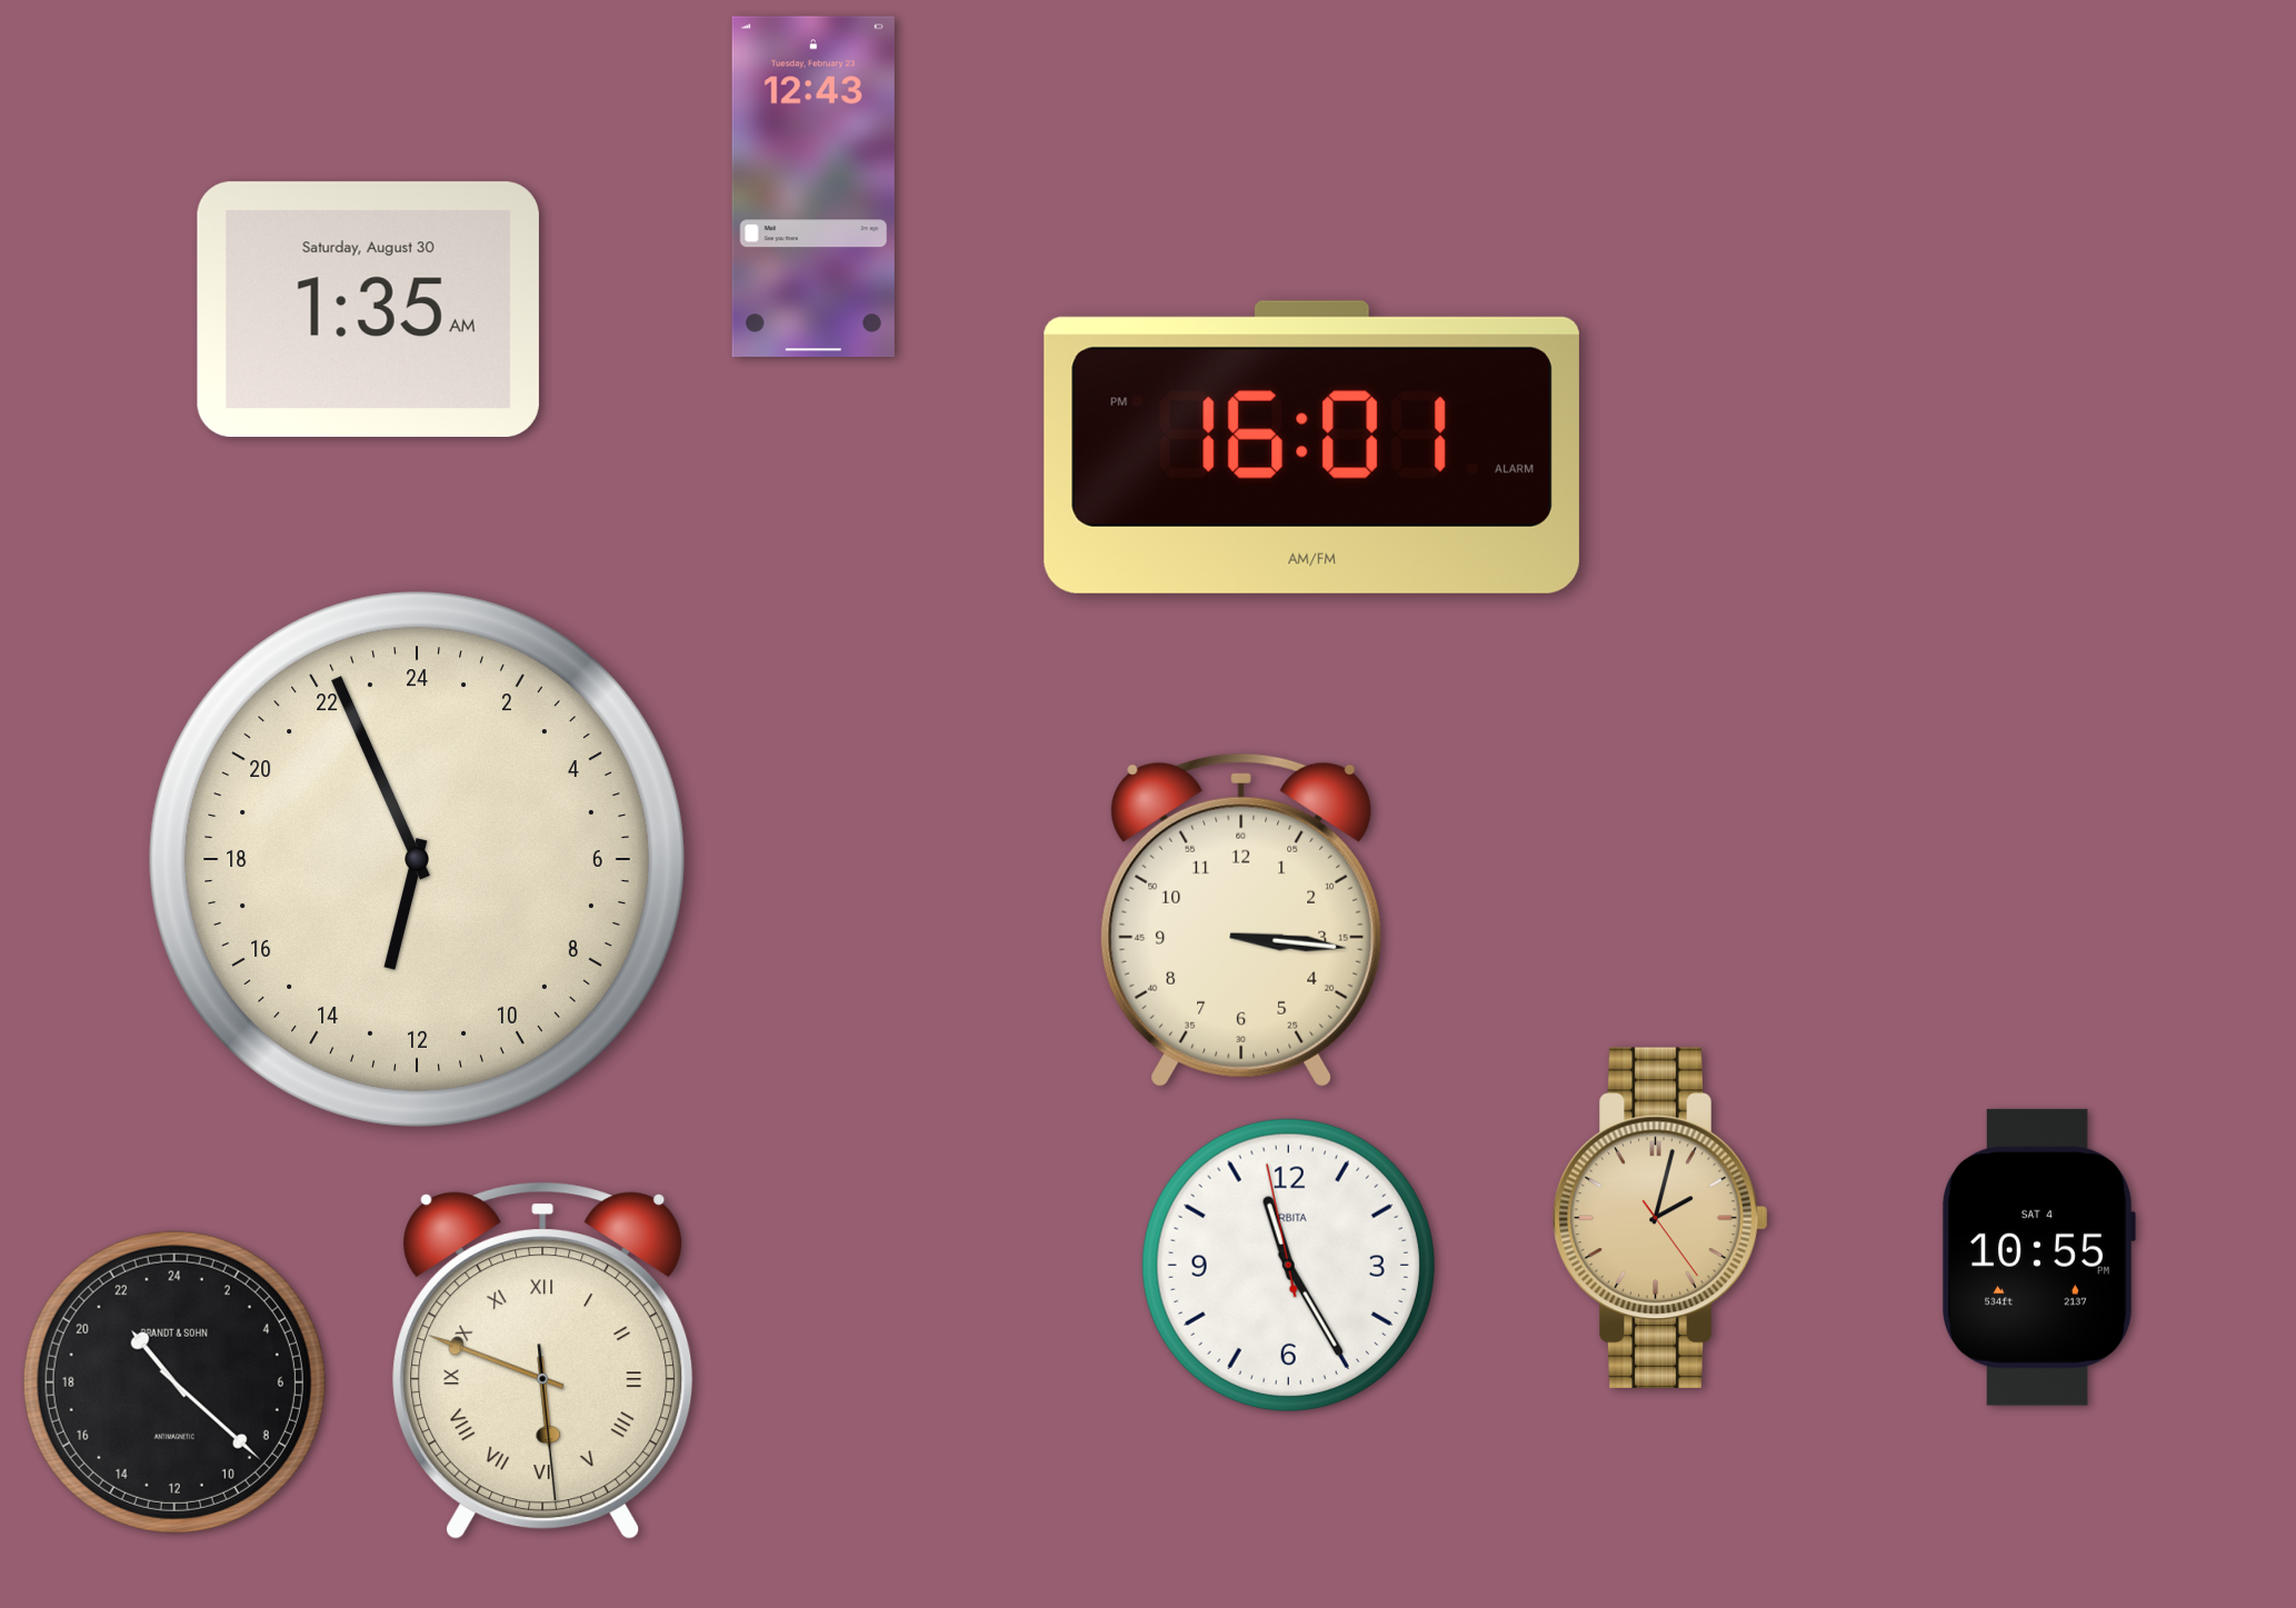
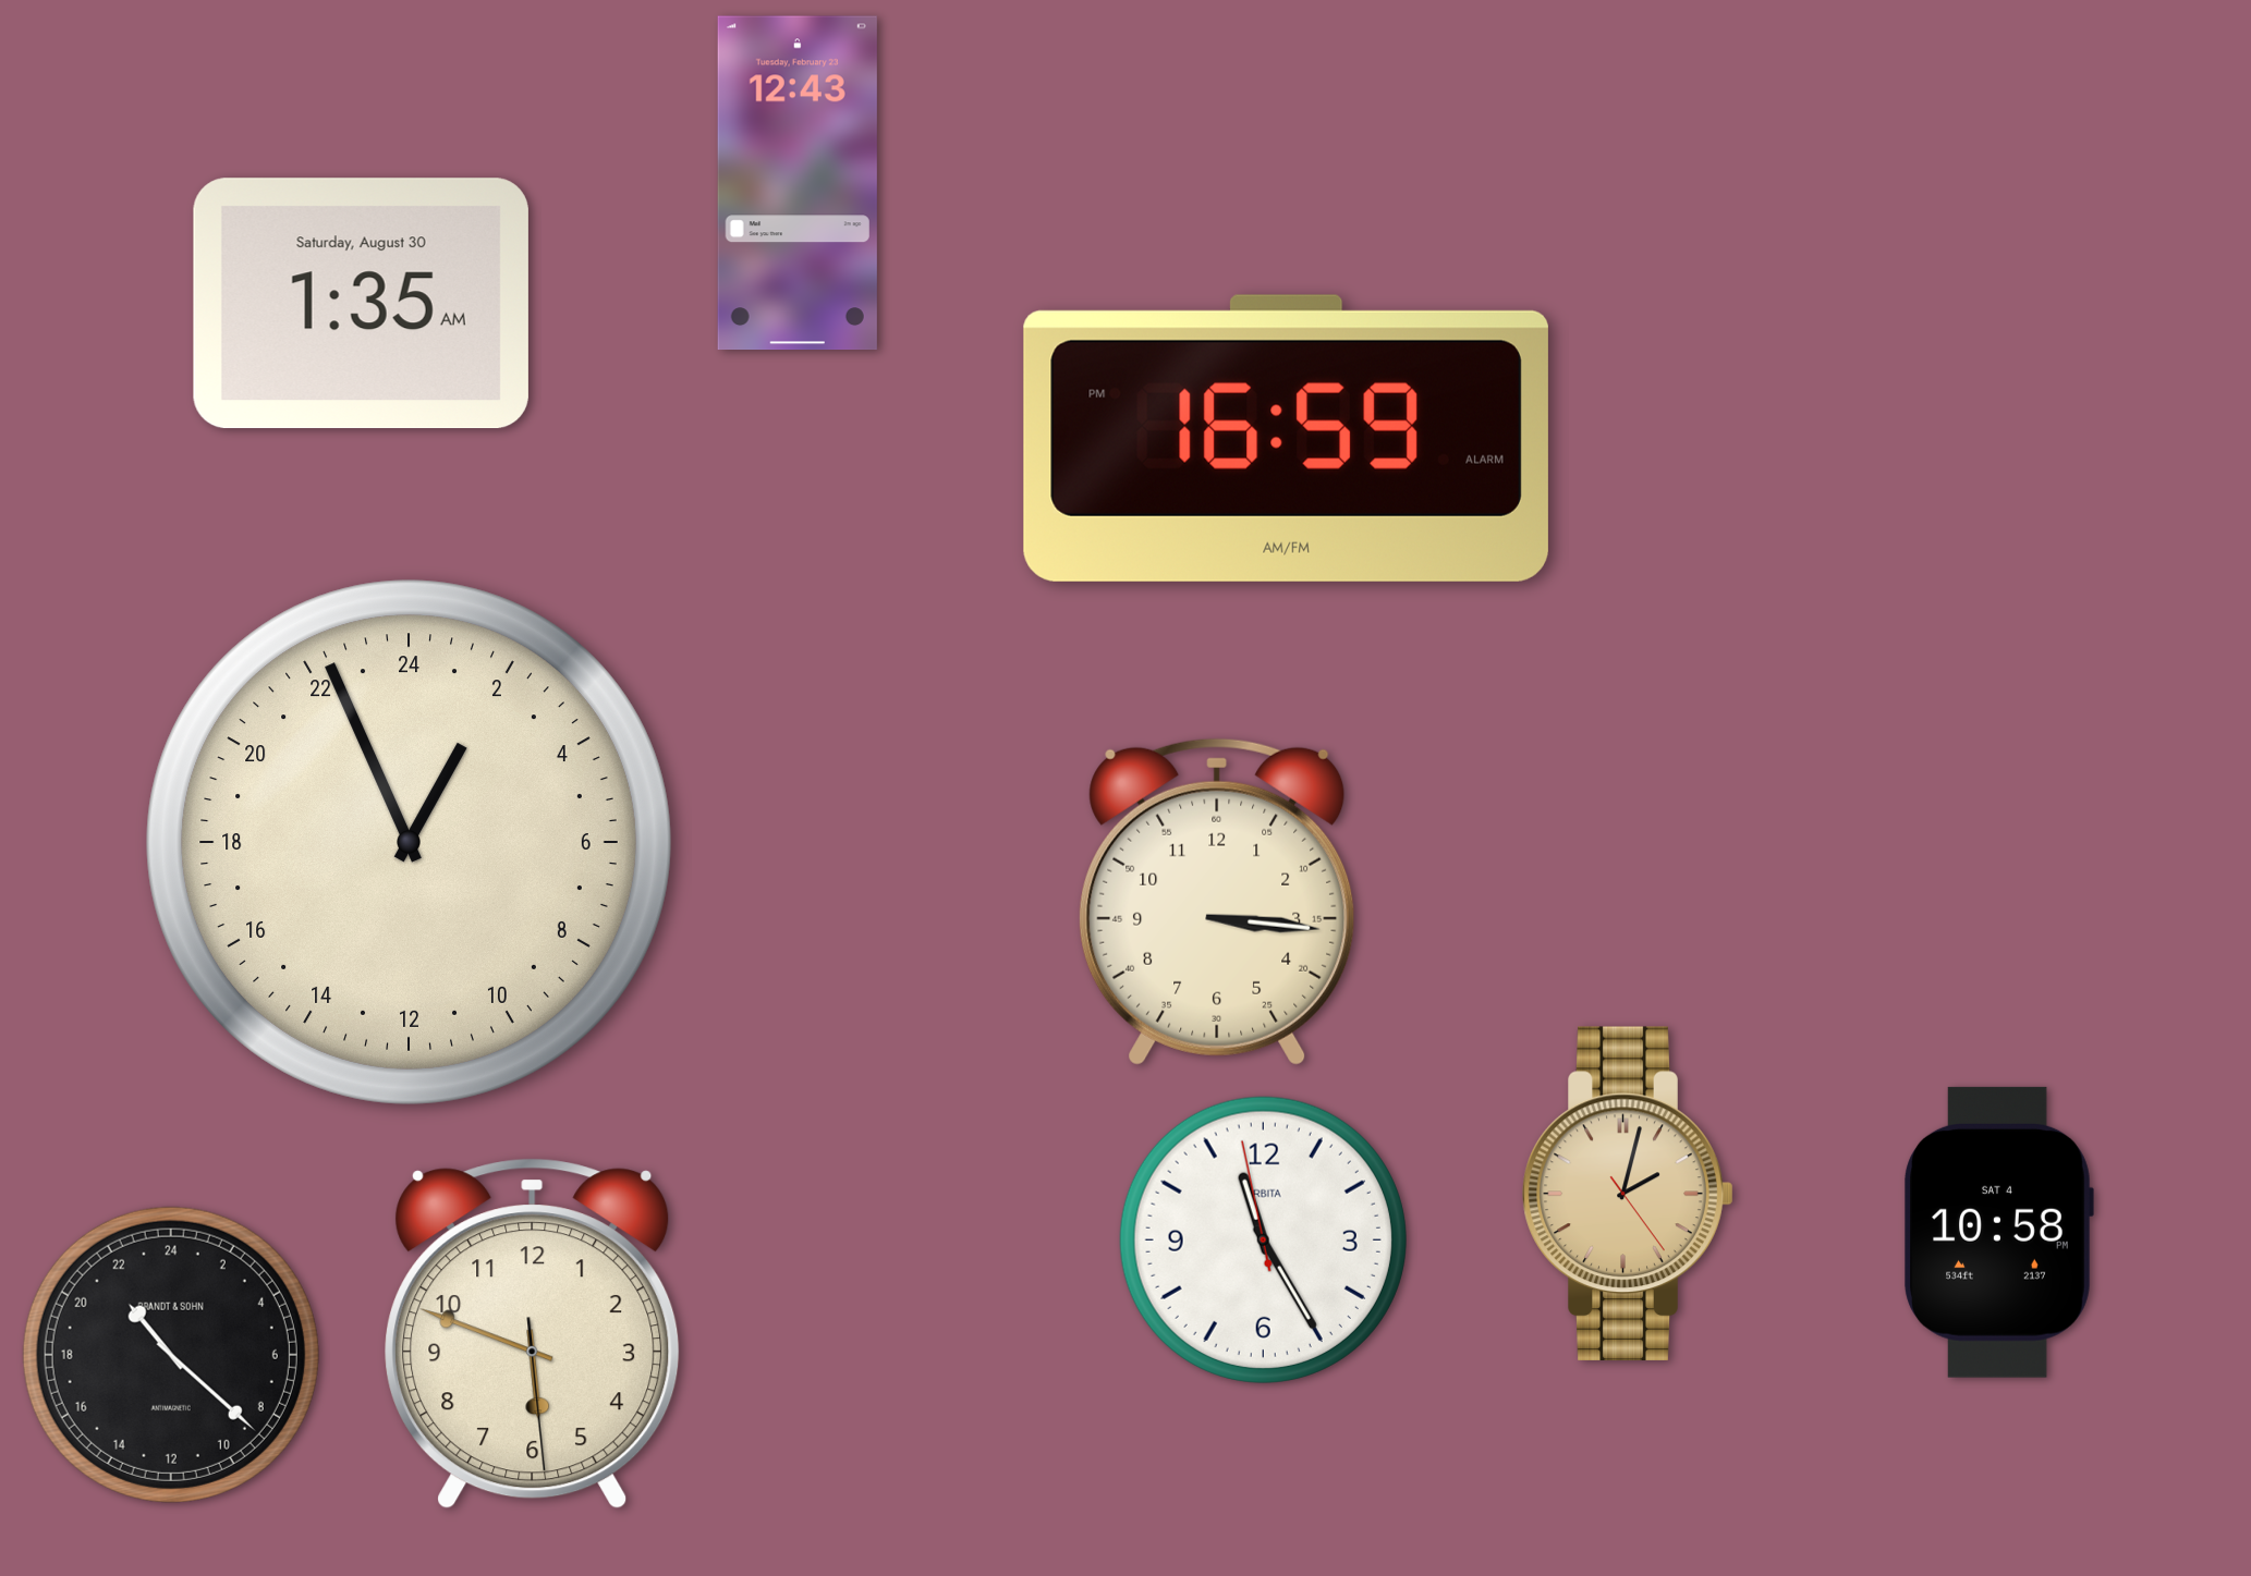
clock at (1311, 447): 16:01 -> 16:59
clock at (417, 859): 12:56 -> 1:56
clock at (2038, 1257): 10:55 -> 10:58
clock at (543, 1361) numerals: Roman -> Arabic
